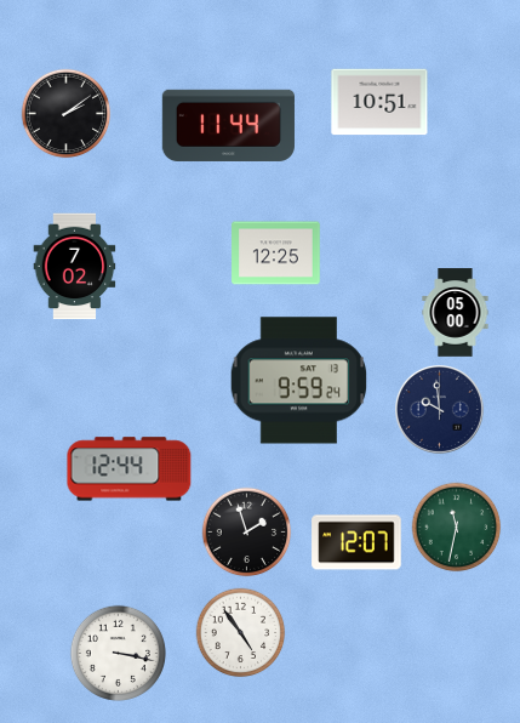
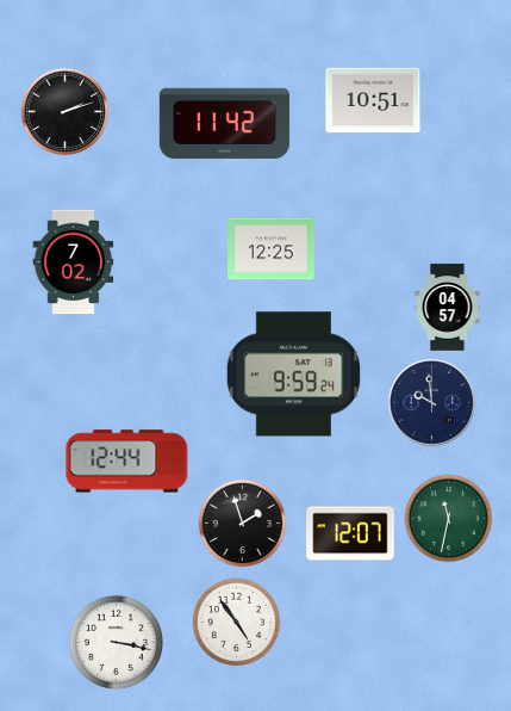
clock at (67, 114): 2:09 -> 2:12
clock at (228, 125): 11:44 -> 11:42
clock at (456, 313): 05:00 -> 04:57
